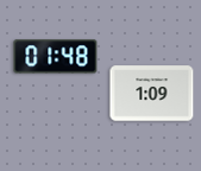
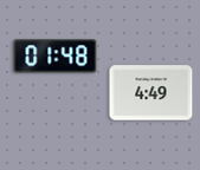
clock at (152, 94): 1:09 -> 4:49
